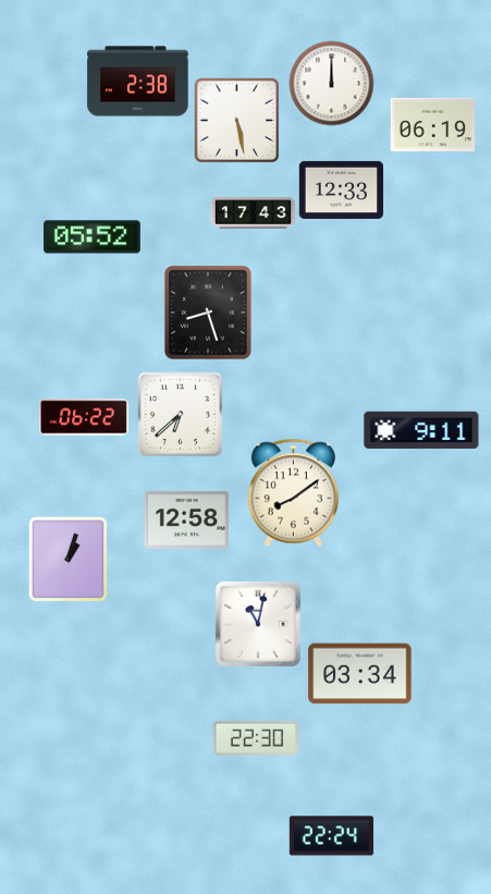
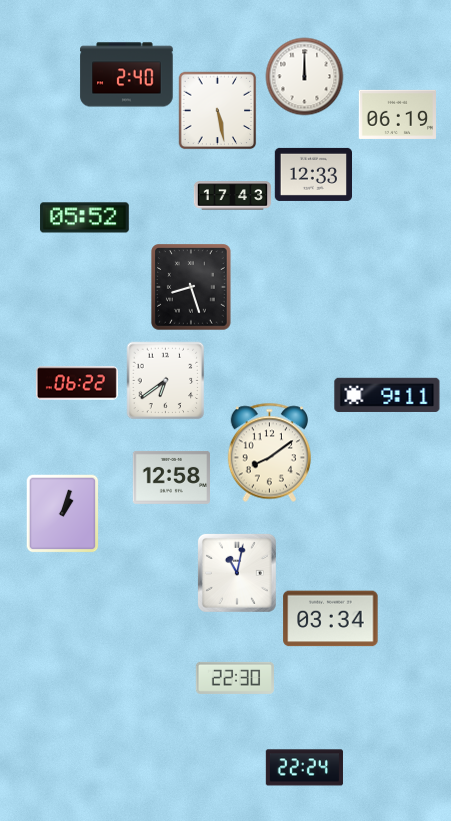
clock at (138, 82): 2:38 -> 2:40
clock at (180, 414): 6:38 -> 6:39
